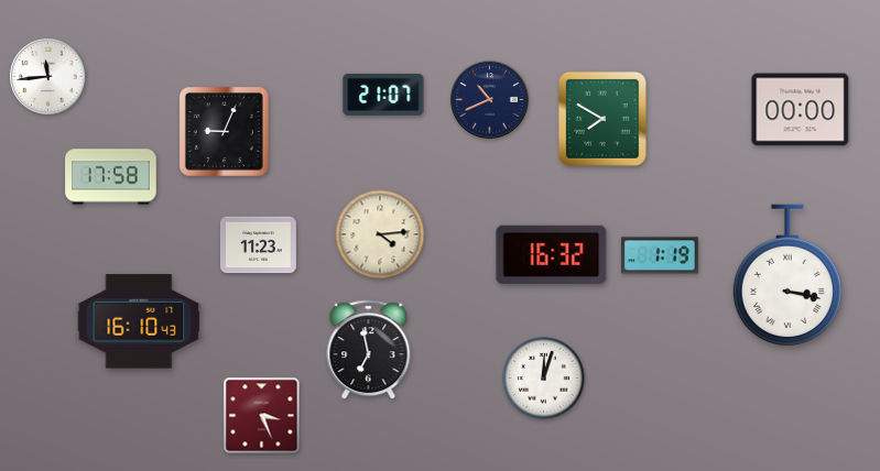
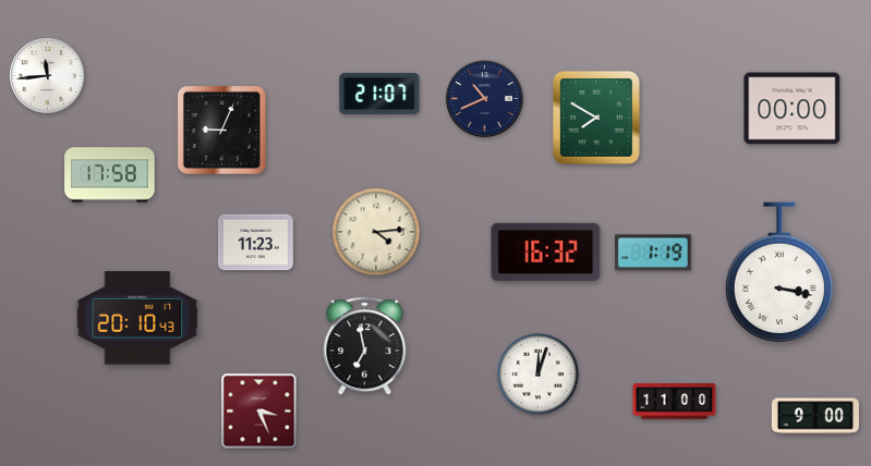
clock at (139, 321): 16:10 -> 20:10
clock at (675, 402): none -> 11:00
clock at (815, 416): none -> 9:00
